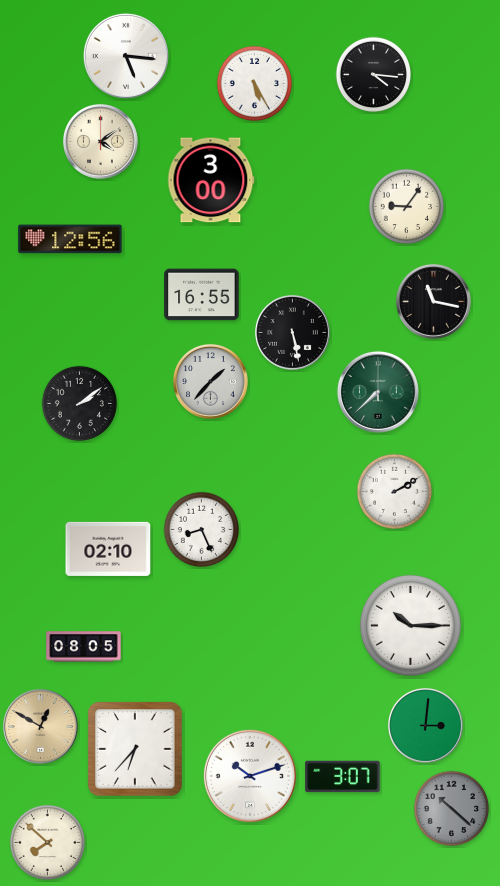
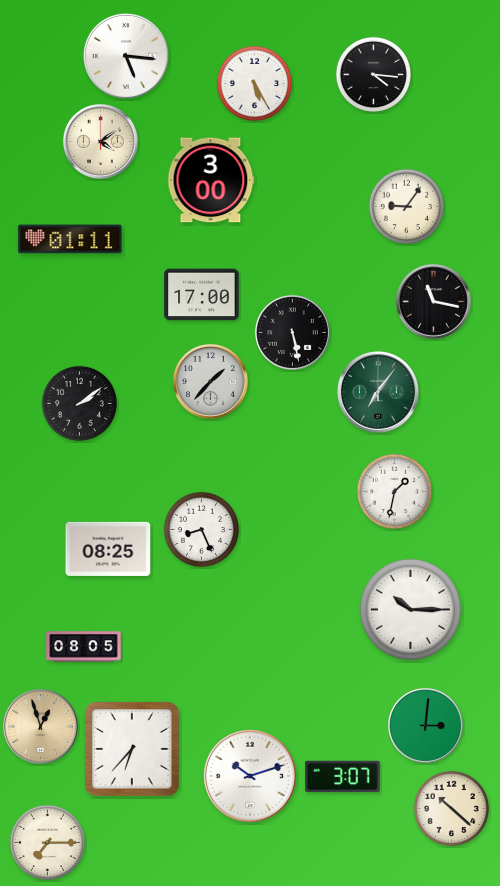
clock at (70, 239): 12:56 -> 01:11
clock at (202, 295): 16:55 -> 17:00
clock at (378, 392): 7:38 -> 7:06
clock at (395, 492): 2:10 -> 1:32
clock at (108, 549): 02:10 -> 08:25
clock at (410, 625) position: (410, 625) -> (410, 609)
clock at (40, 726): 12:50 -> 12:57
clock at (135, 749) position: (135, 749) -> (132, 749)
clock at (452, 809) dial: grey -> cream
clock at (48, 843): 7:52 -> 7:15
